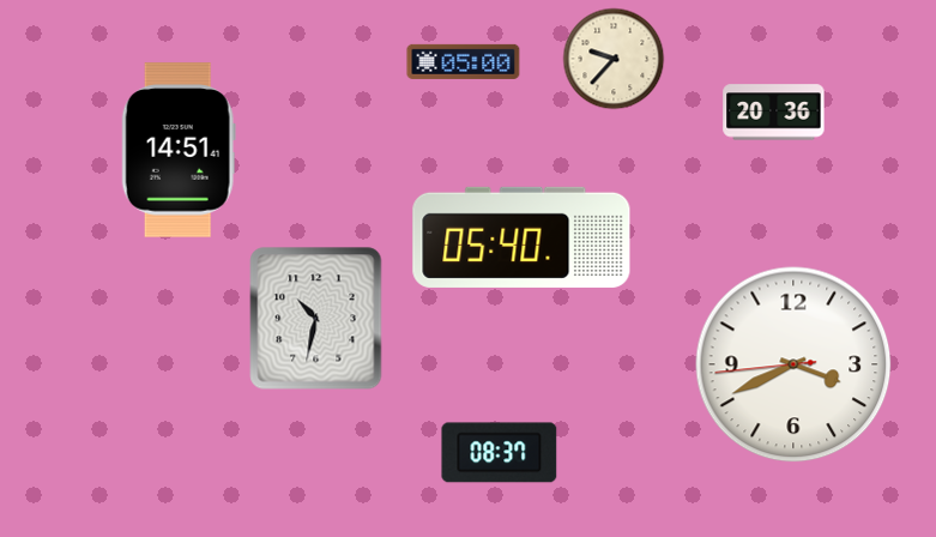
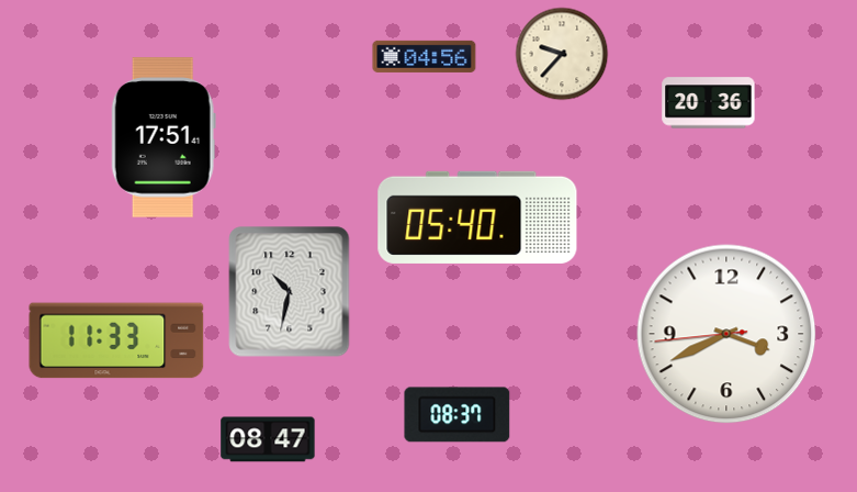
clock at (464, 61): 05:00 -> 04:56
clock at (179, 150): 14:51 -> 17:51
clock at (116, 340): none -> 11:33
clock at (268, 439): none -> 08:47
